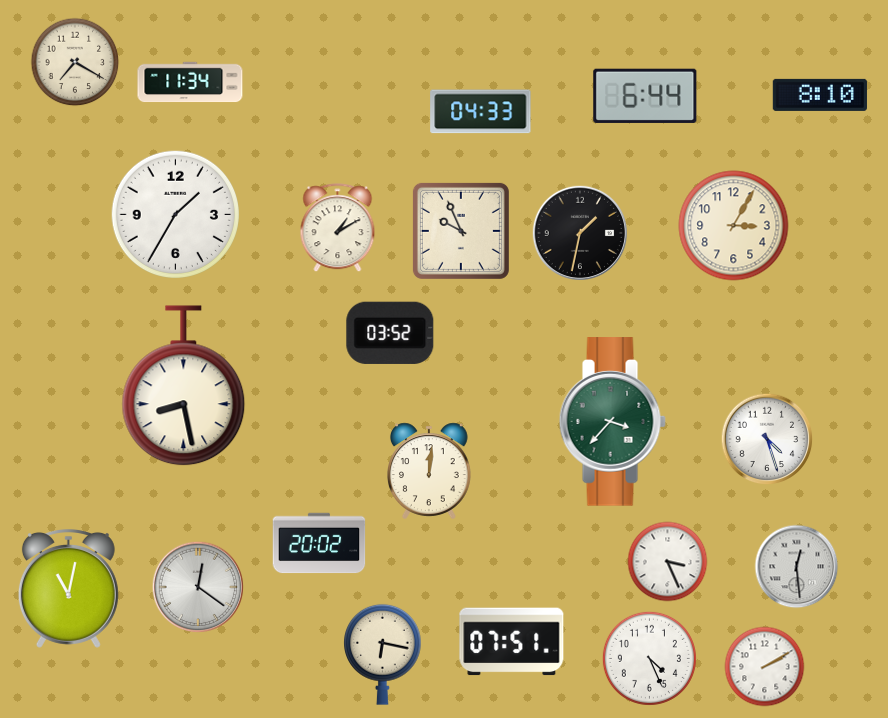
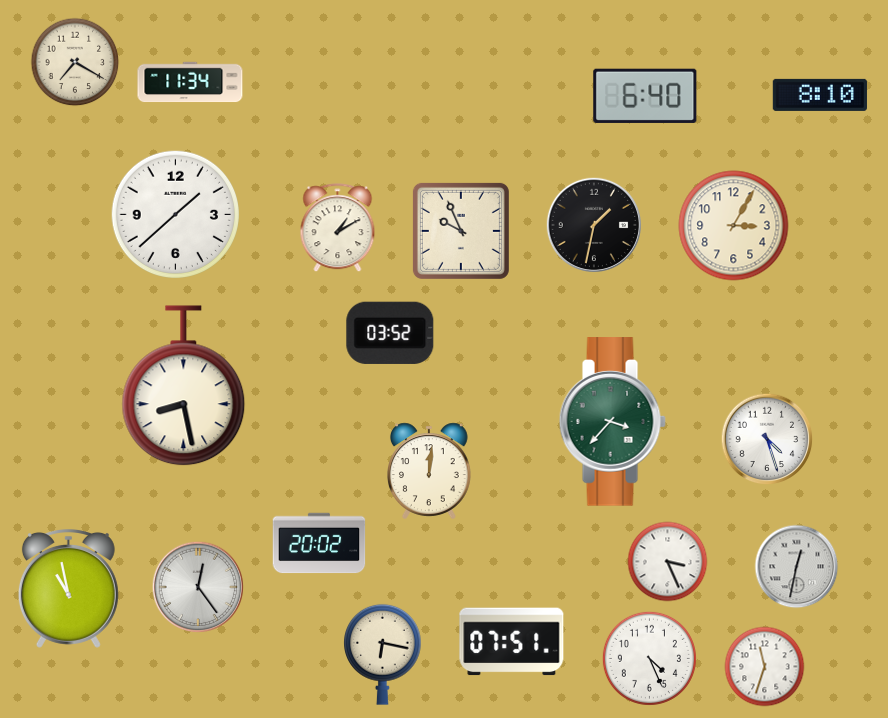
clock at (645, 96): 6:44 -> 6:40
clock at (481, 112): 04:33 -> none
clock at (175, 214): 1:35 -> 1:38
clock at (580, 233) position: (580, 233) -> (594, 225)
clock at (797, 567): 12:29 -> 12:32
clock at (198, 587): 12:21 -> 12:24
clock at (68, 589): 11:02 -> 10:58
clock at (765, 667): 2:10 -> 11:33
